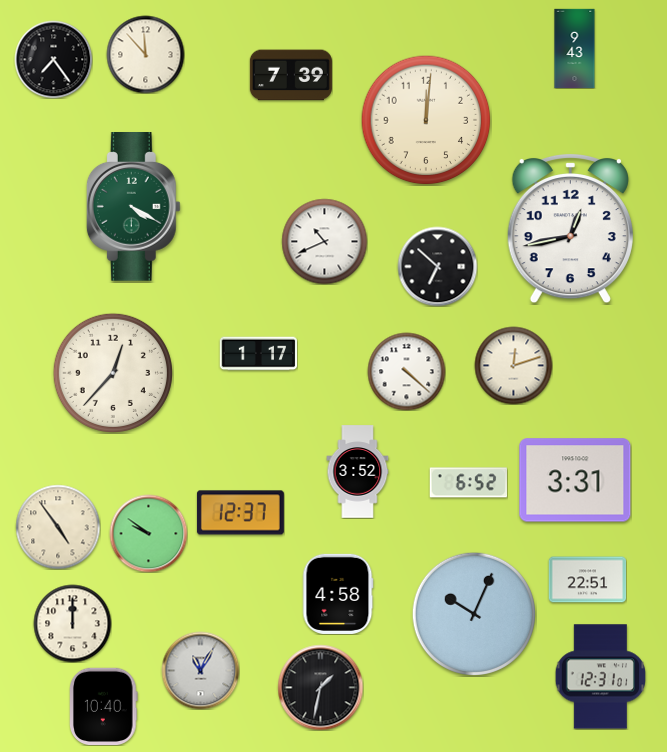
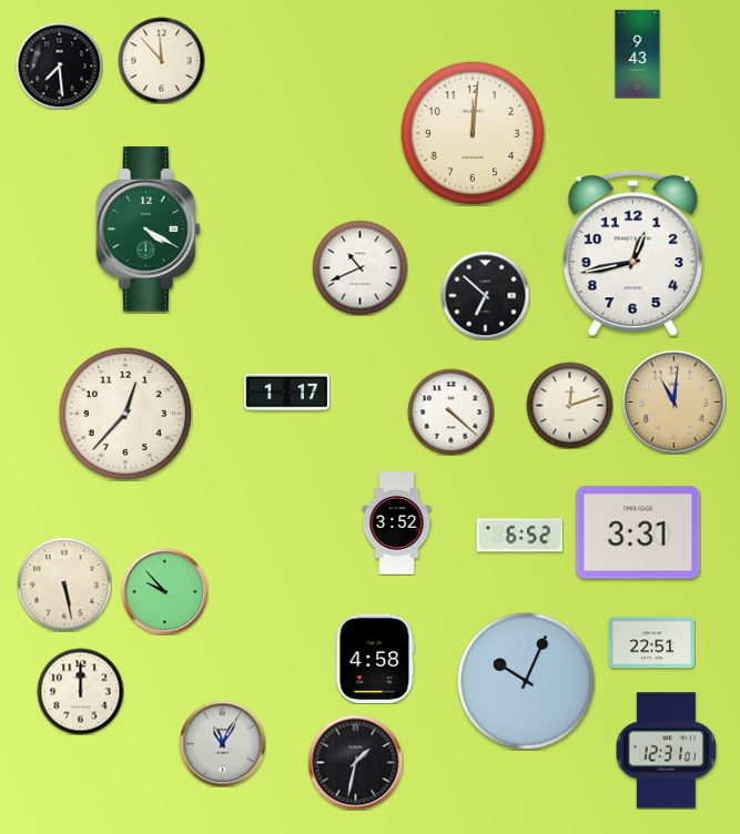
clock at (53, 59): 7:24 -> 7:29
clock at (291, 75): 7:39 -> none
clock at (673, 401): none -> 11:01
clock at (240, 513): 12:37 -> none
clock at (58, 527): 4:54 -> 5:28
clock at (148, 533): 9:51 -> 9:53
clock at (104, 706): 10:40 -> none
